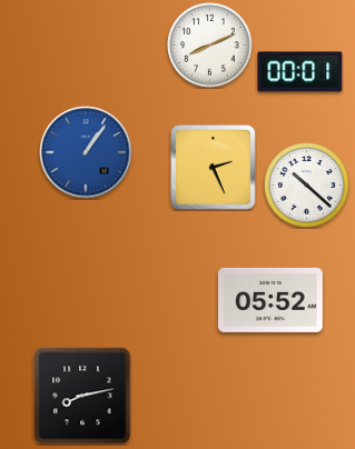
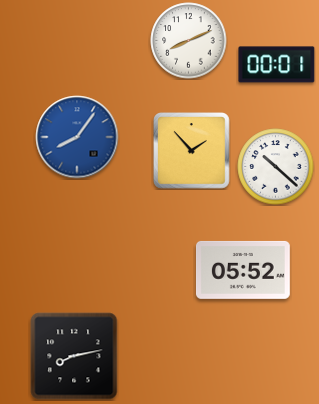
clock at (300, 72) position: (300, 72) -> (277, 65)
clock at (86, 152): 1:06 -> 8:06
clock at (214, 168): 2:26 -> 1:53
